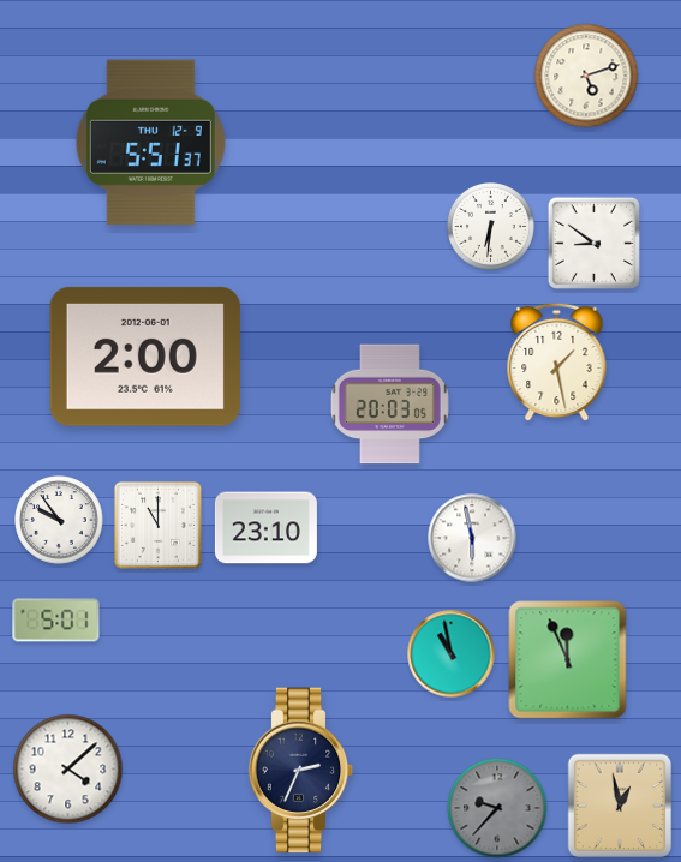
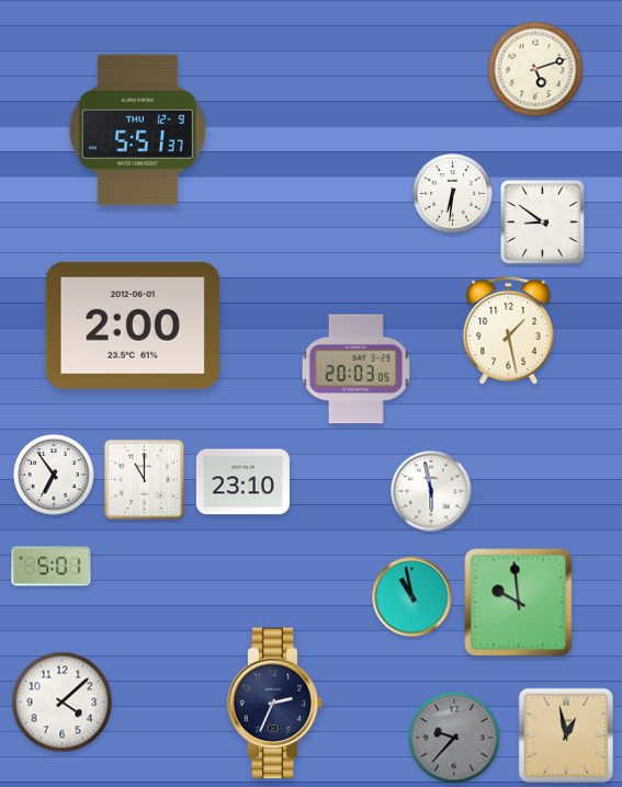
clock at (491, 227) position: (491, 227) -> (453, 194)
clock at (59, 520): 9:54 -> 6:54
clock at (568, 660): 11:56 -> 9:59
